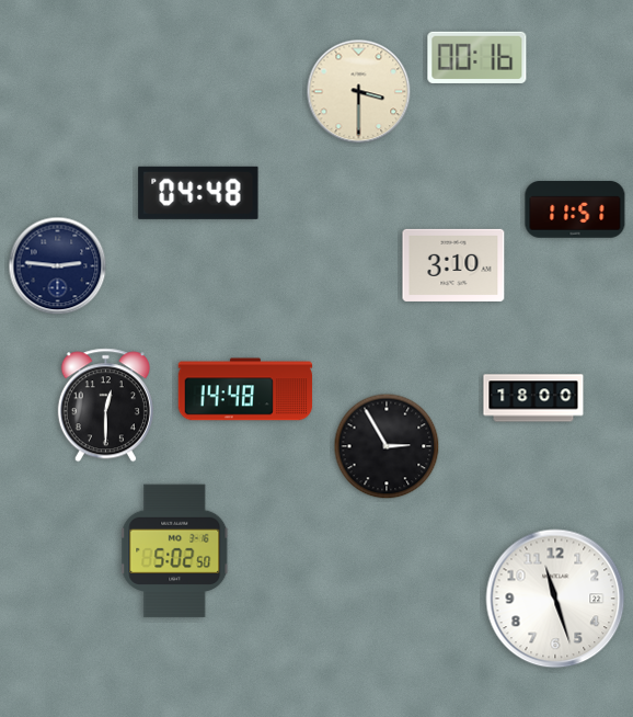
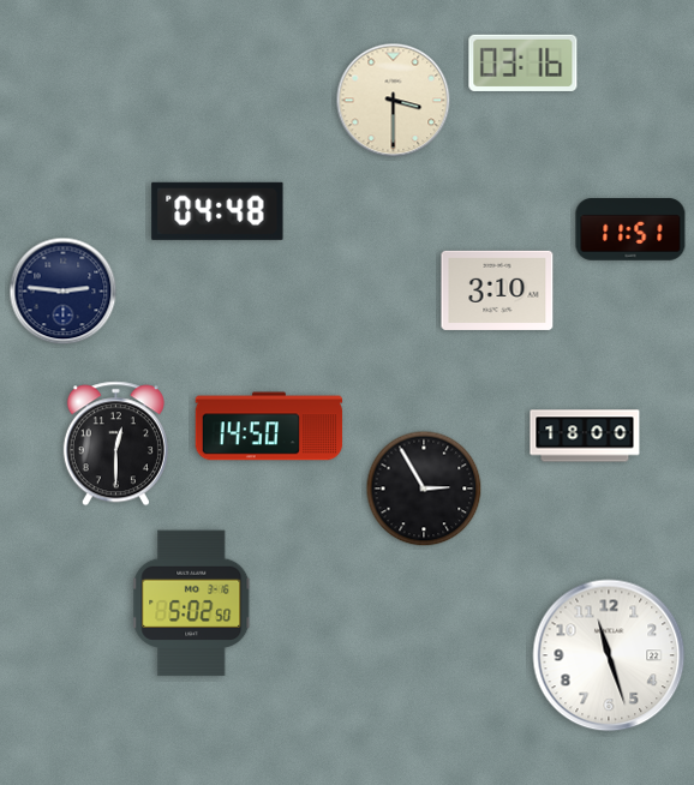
clock at (477, 57): 00:16 -> 03:16
clock at (245, 389): 14:48 -> 14:50
